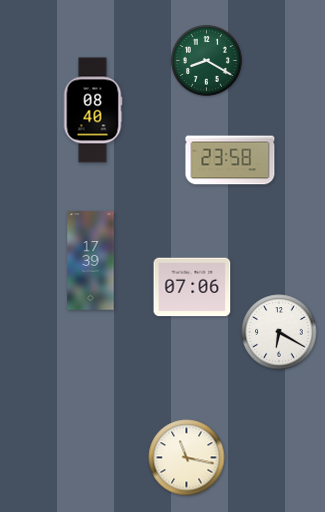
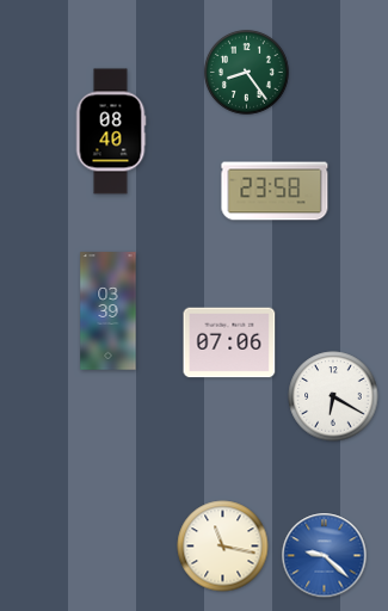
clock at (207, 61): 8:20 -> 8:24
clock at (91, 261): 17:39 -> 03:39
clock at (325, 556): none -> 9:22
